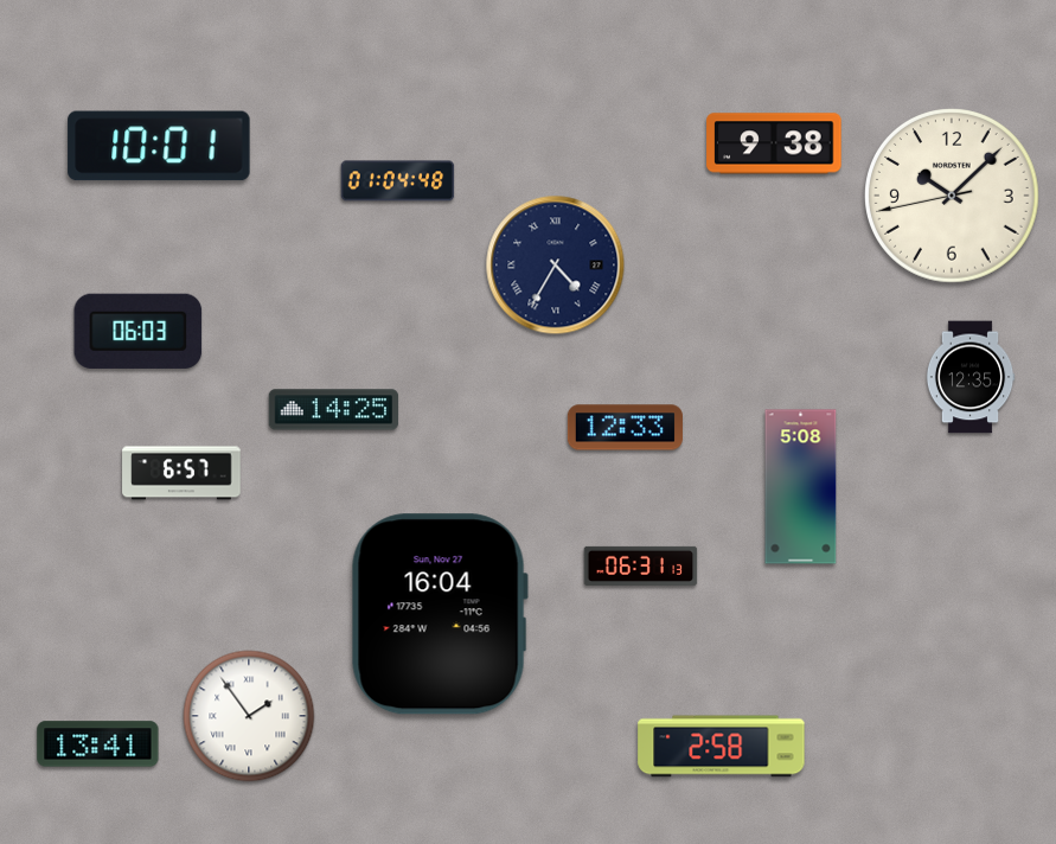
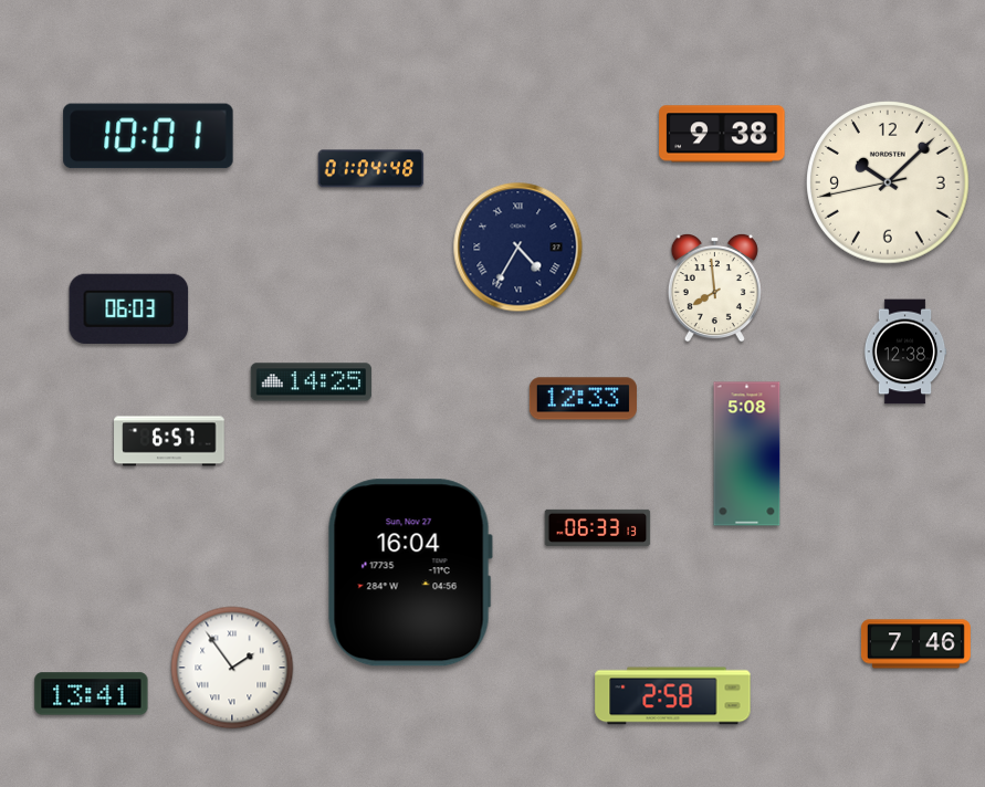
clock at (714, 287): none -> 7:59
clock at (971, 377): 12:35 -> 12:38
clock at (641, 565): 06:31 -> 06:33
clock at (915, 644): none -> 7:46
